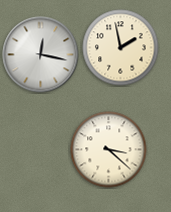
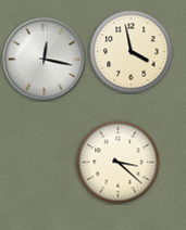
clock at (121, 48): 1:58 -> 3:58
